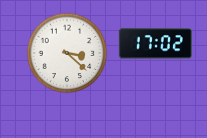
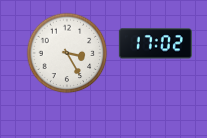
clock at (67, 53): 3:22 -> 3:25
